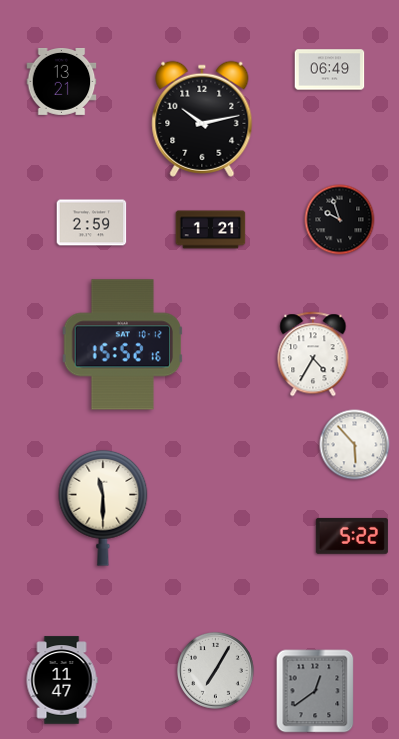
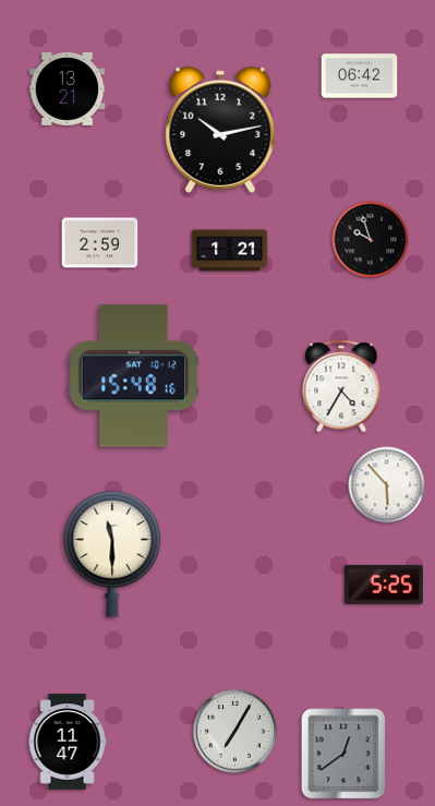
clock at (330, 70): 06:49 -> 06:42
clock at (122, 345): 15:52 -> 15:48
clock at (352, 536): 5:22 -> 5:25
